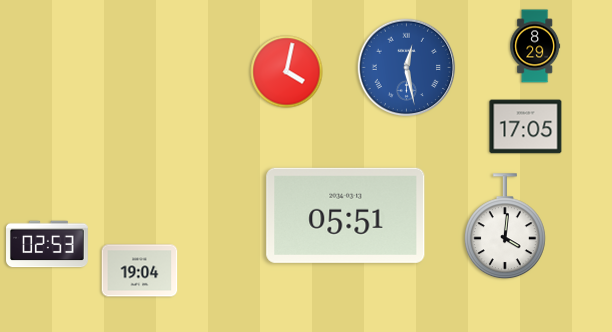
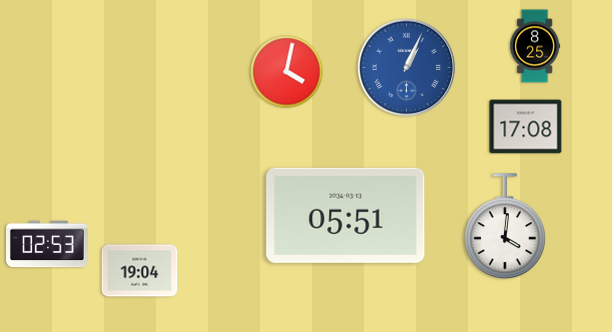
clock at (535, 46): 8:29 -> 8:25
clock at (407, 68): 12:28 -> 1:04
clock at (526, 127): 17:05 -> 17:08
